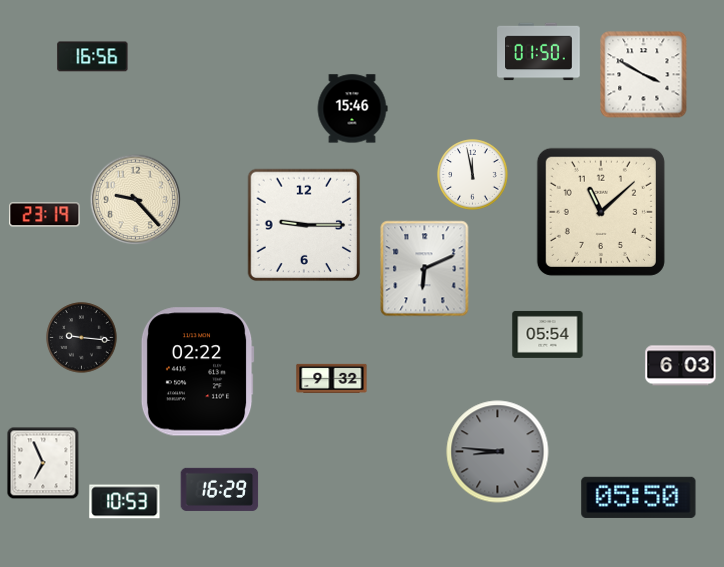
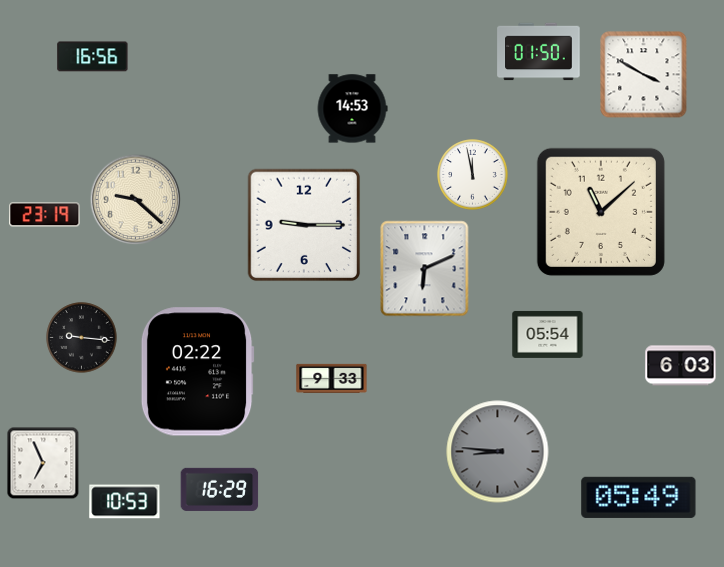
clock at (352, 109): 15:46 -> 14:53
clock at (136, 200): 9:23 -> 9:22
clock at (332, 378): 9:32 -> 9:33
clock at (639, 497): 05:50 -> 05:49
